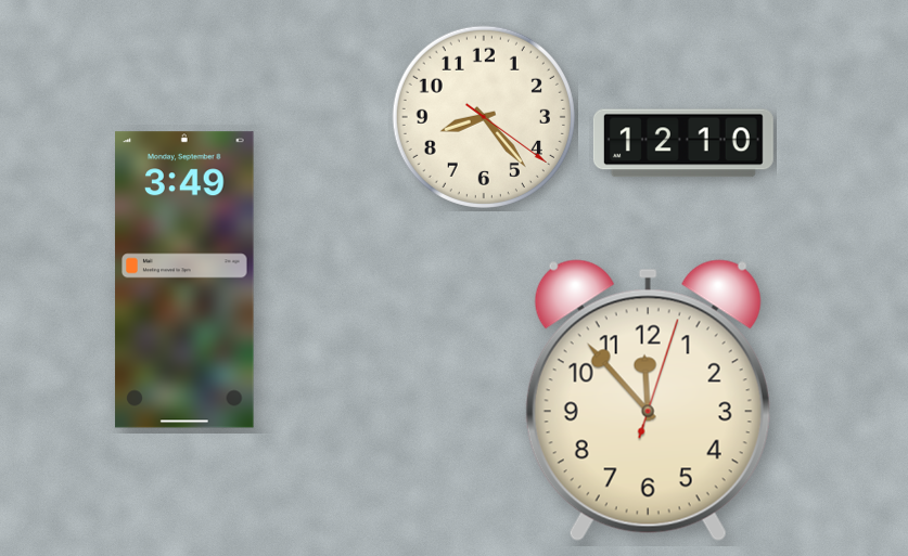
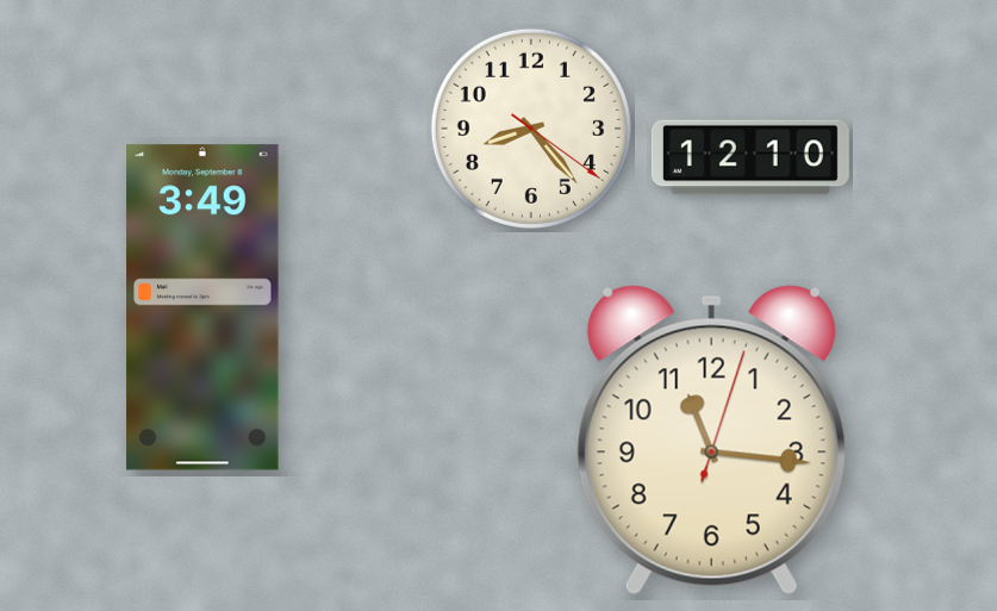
clock at (648, 401): 11:53 -> 11:16
